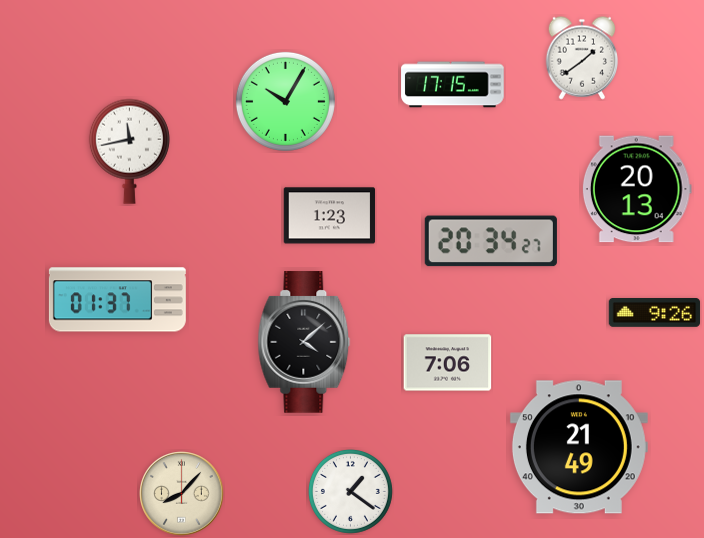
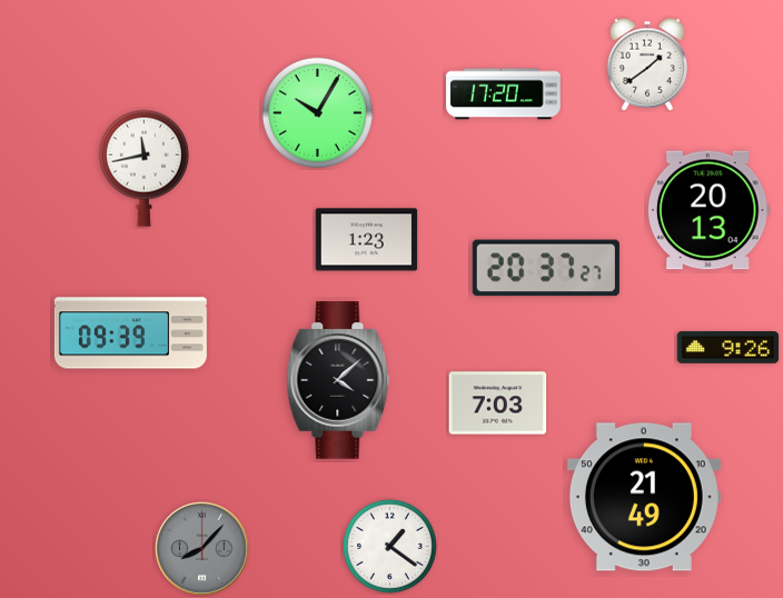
clock at (453, 85): 17:15 -> 17:20
clock at (491, 241): 20:34 -> 20:37
clock at (117, 300): 01:37 -> 09:39
clock at (448, 363): 7:06 -> 7:03
clock at (182, 494) dial: cream -> grey
